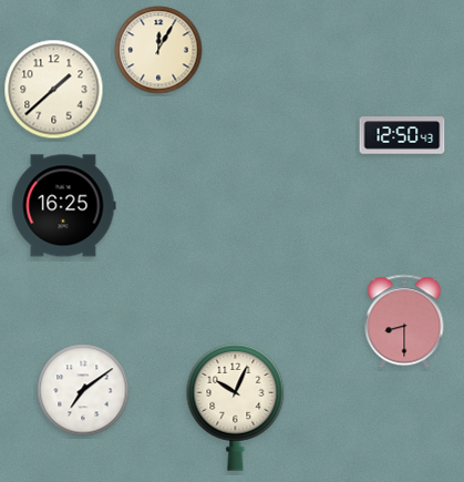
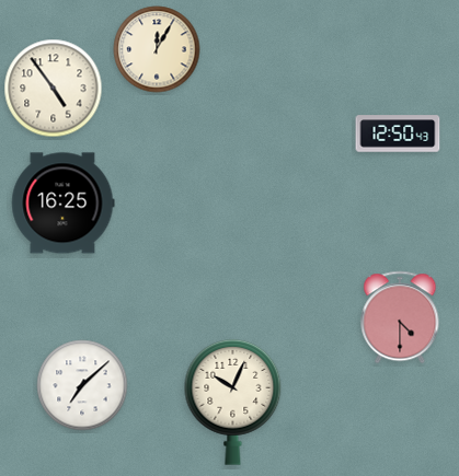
clock at (54, 90): 1:38 -> 4:54
clock at (404, 321): 8:30 -> 4:30
clock at (83, 390): 7:09 -> 7:08
